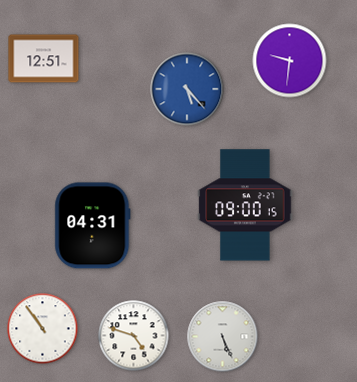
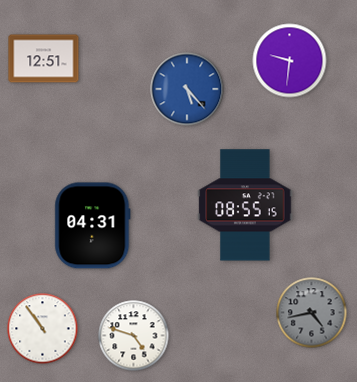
clock at (245, 205): 09:00 -> 08:55
clock at (312, 313): none -> 4:43
clock at (223, 337): 5:26 -> none
